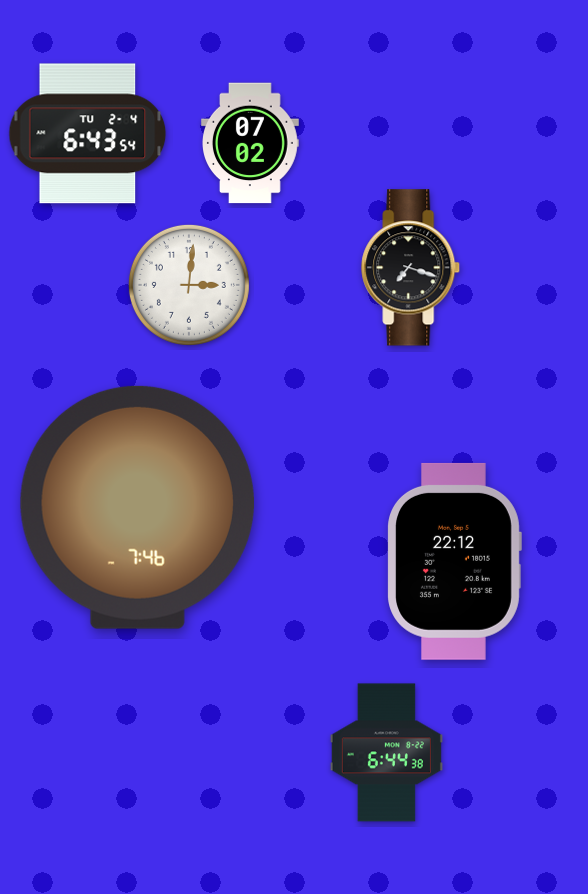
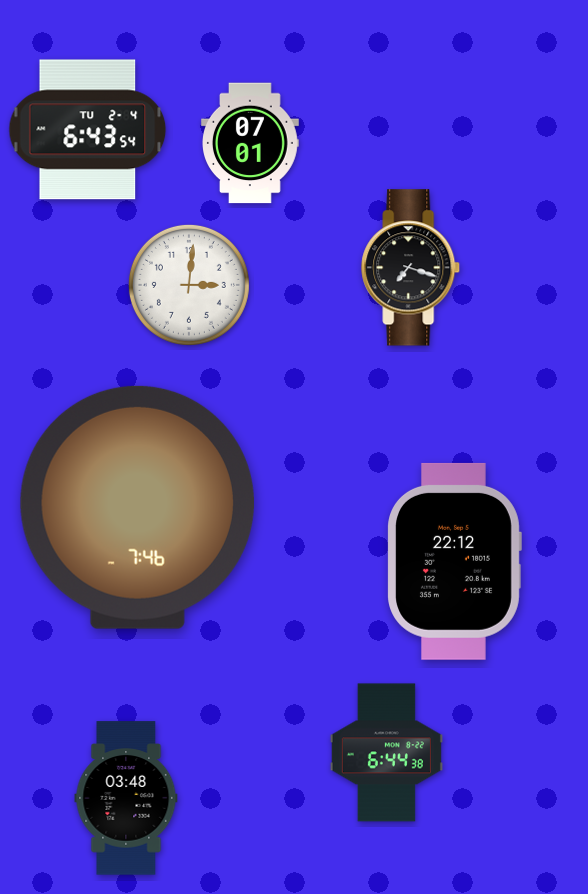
clock at (88, 134) position: (88, 134) -> (88, 130)
clock at (251, 143): 07:02 -> 07:01
clock at (126, 798): none -> 03:48
